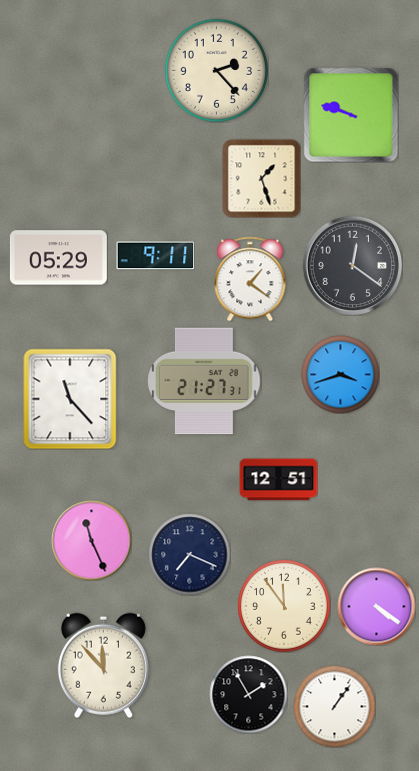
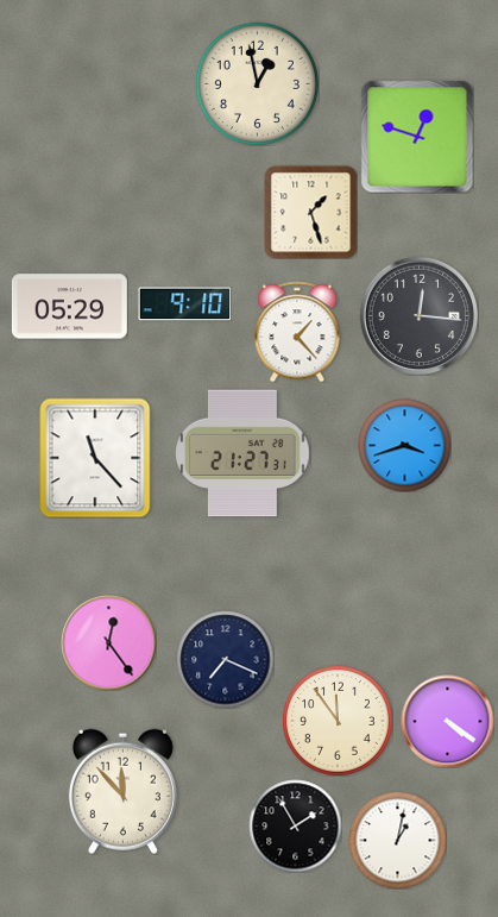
clock at (216, 70): 2:23 -> 12:58
clock at (351, 115): 9:48 -> 12:48
clock at (155, 256): 9:11 -> 9:10
clock at (352, 265): 12:21 -> 12:16
clock at (250, 279): 1:21 -> 1:23
clock at (70, 399) position: (70, 399) -> (95, 458)
clock at (278, 480): 12:51 -> none
clock at (91, 540): 11:26 -> 12:24
clock at (334, 706): 1:06 -> 1:02
